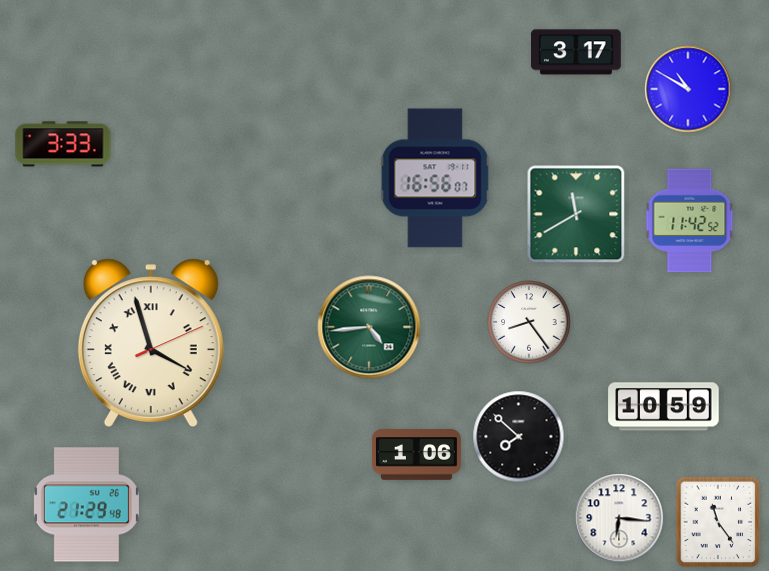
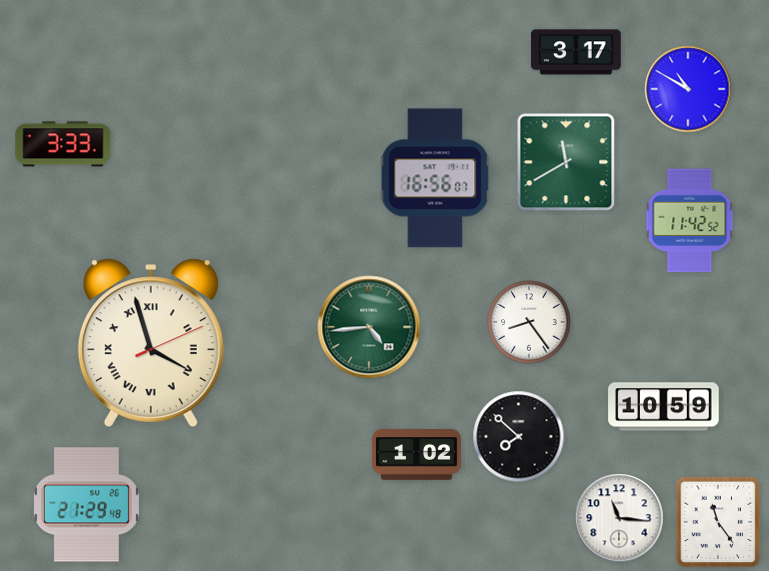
clock at (576, 214) position: (576, 214) -> (566, 162)
clock at (416, 455): 1:06 -> 1:02
clock at (619, 518): 6:16 -> 11:16
